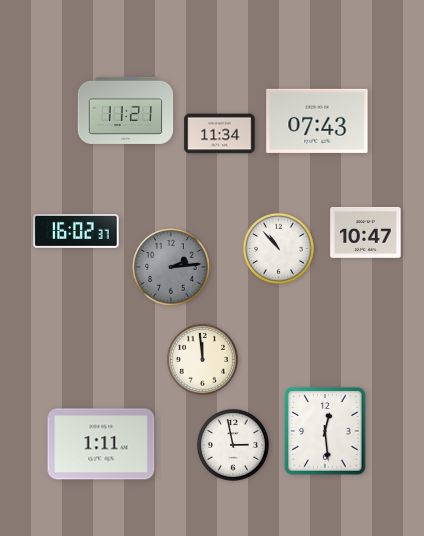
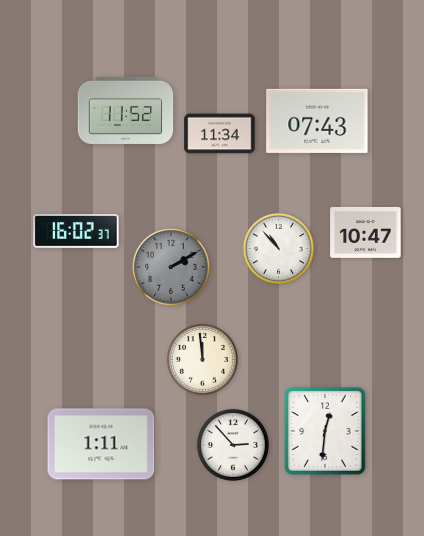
clock at (126, 110): 11:21 -> 11:52
clock at (171, 267): 2:14 -> 2:10
clock at (325, 431): 12:29 -> 12:31
clock at (233, 445): 2:58 -> 2:53
